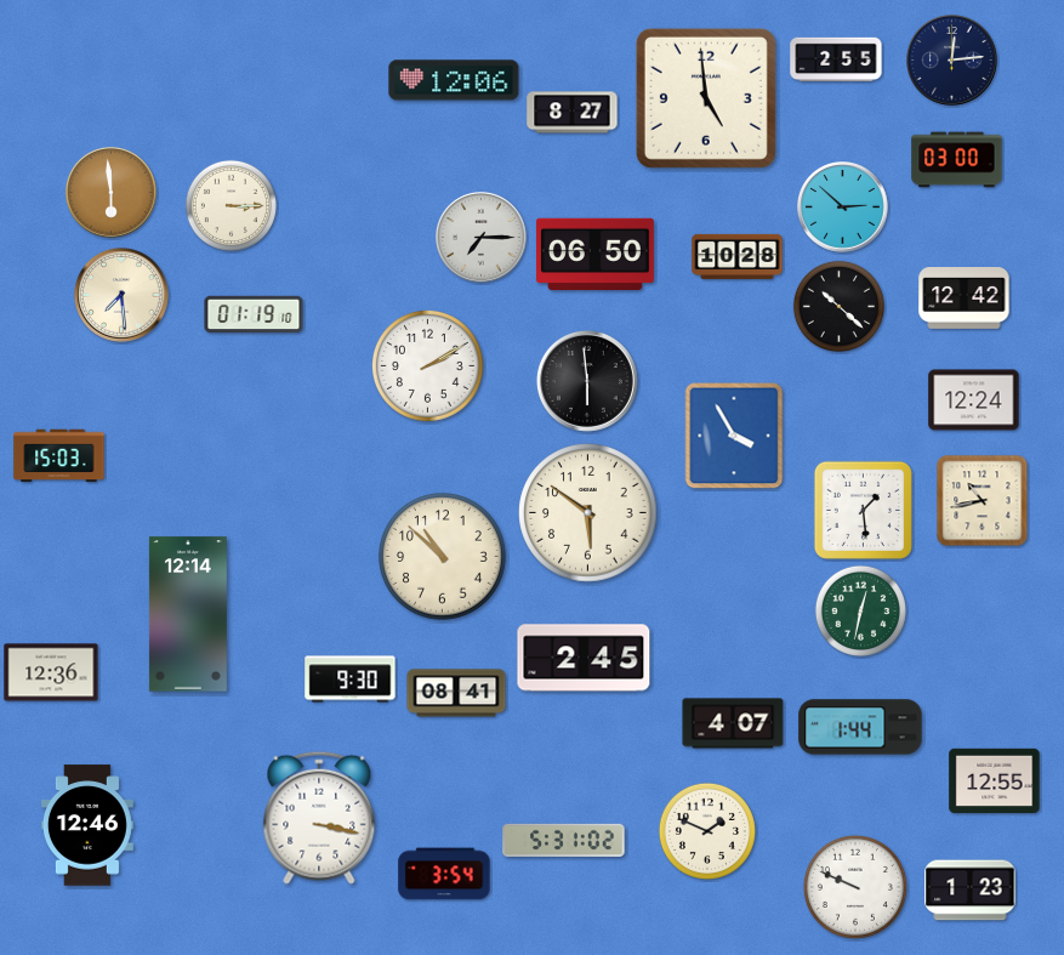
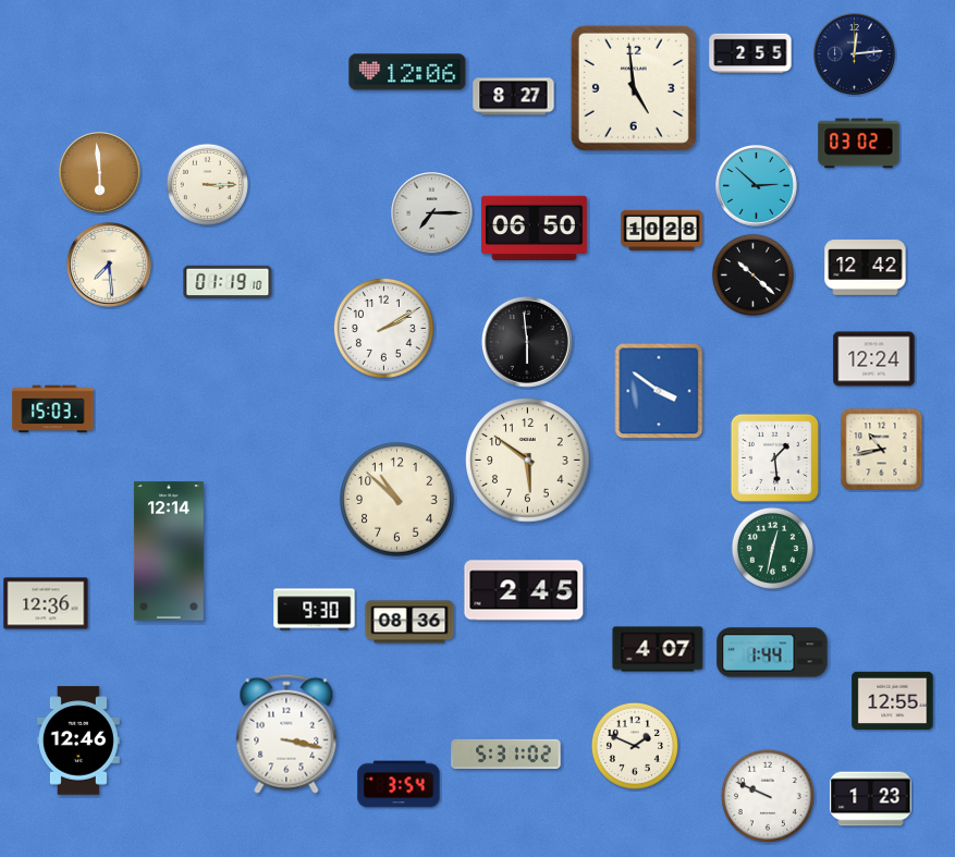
clock at (573, 113) position: (573, 113) -> (514, 97)
clock at (957, 160): 03:00 -> 03:02
clock at (734, 436): 3:55 -> 3:51
clock at (456, 693): 08:41 -> 08:36
